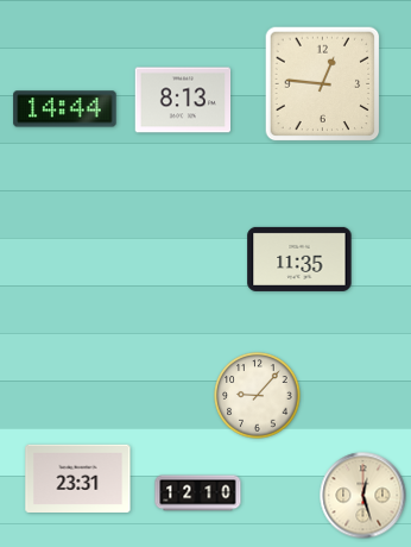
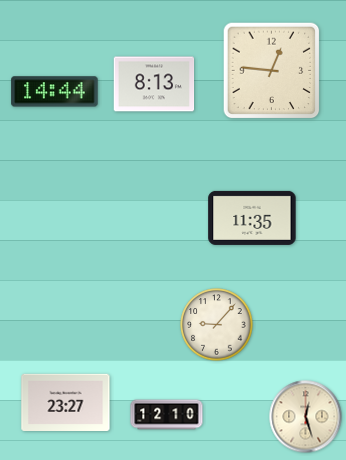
clock at (258, 396) position: (258, 396) -> (217, 325)
clock at (78, 478): 23:31 -> 23:27
